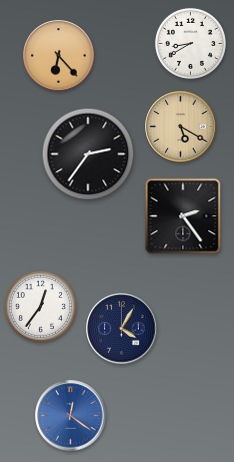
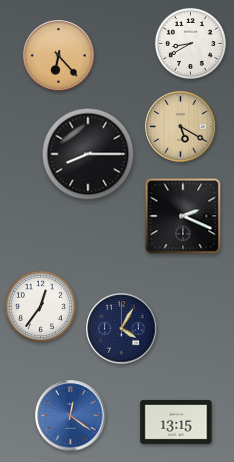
clock at (88, 154): 2:36 -> 8:15
clock at (183, 216): 2:24 -> 2:19
clock at (176, 422): none -> 13:15
